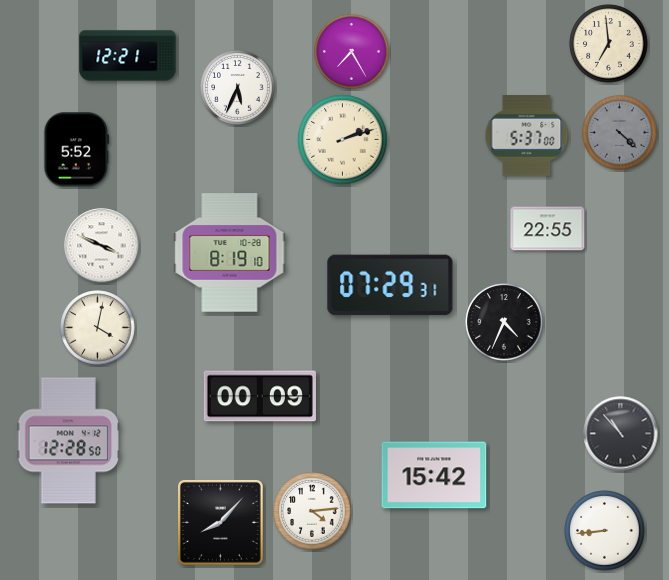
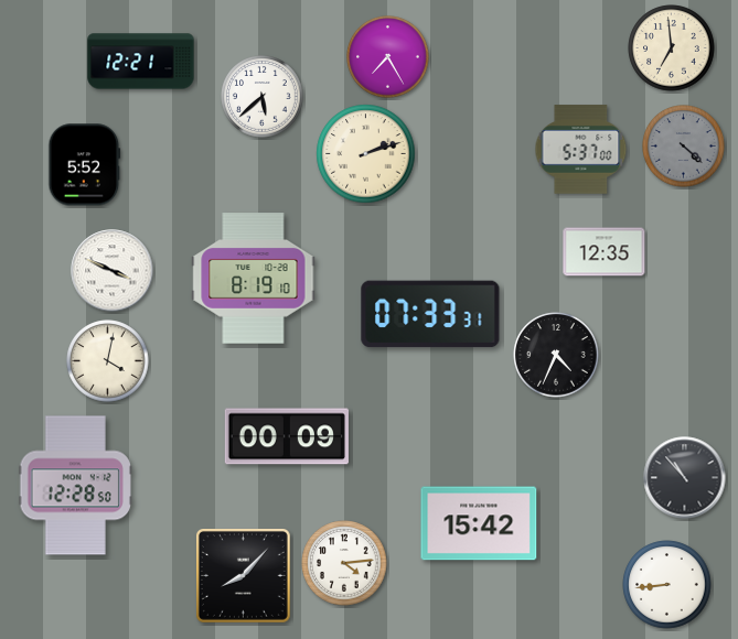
clock at (238, 88): 5:34 -> 5:38
clock at (343, 140) position: (343, 140) -> (366, 154)
clock at (548, 229): 22:55 -> 12:35
clock at (390, 285): 07:29 -> 07:33
